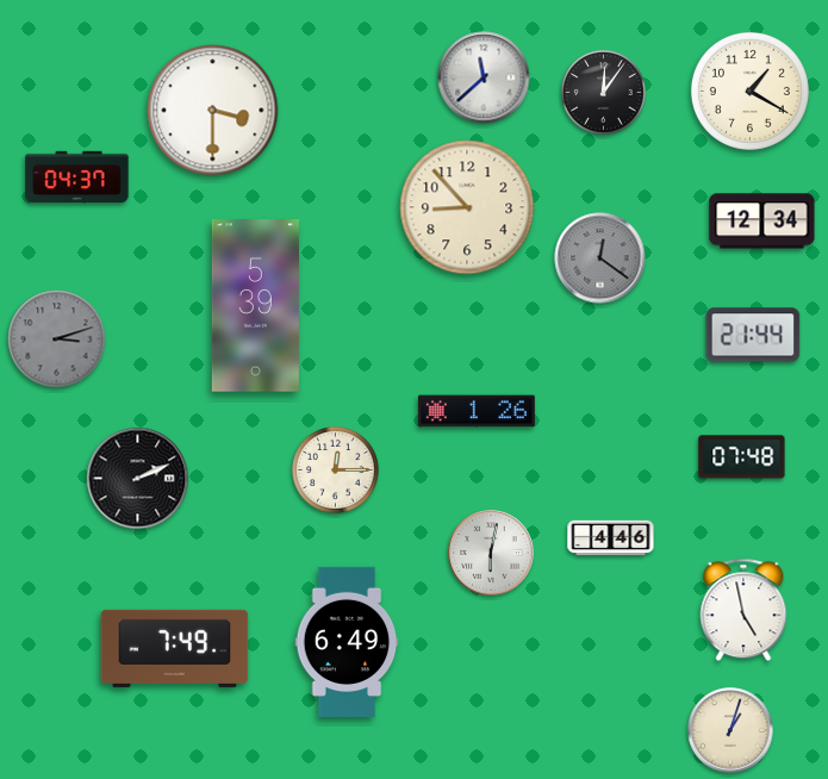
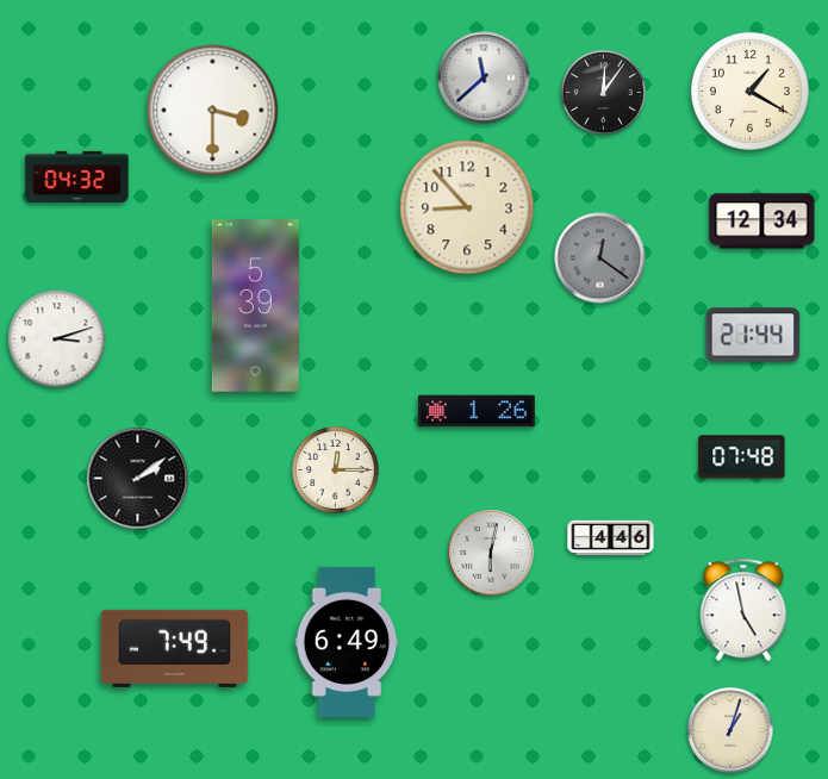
clock at (77, 176): 04:37 -> 04:32
clock at (57, 339) dial: grey -> white
clock at (138, 479): 2:11 -> 2:09
